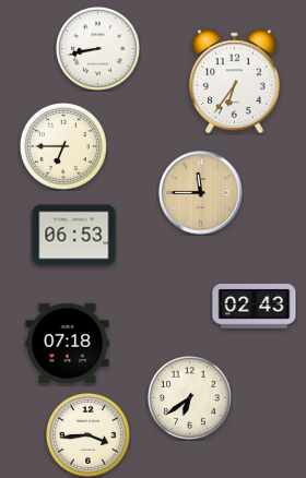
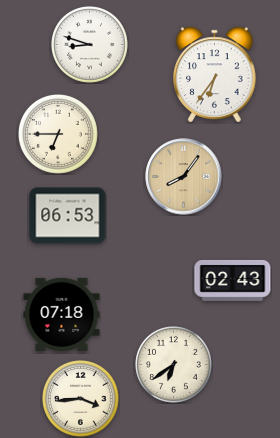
clock at (98, 49): 8:43 -> 8:48
clock at (201, 193): 11:45 -> 8:06
